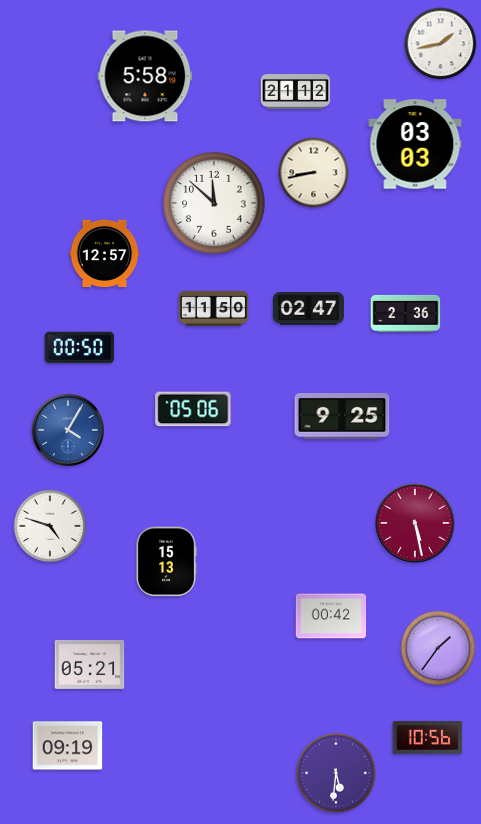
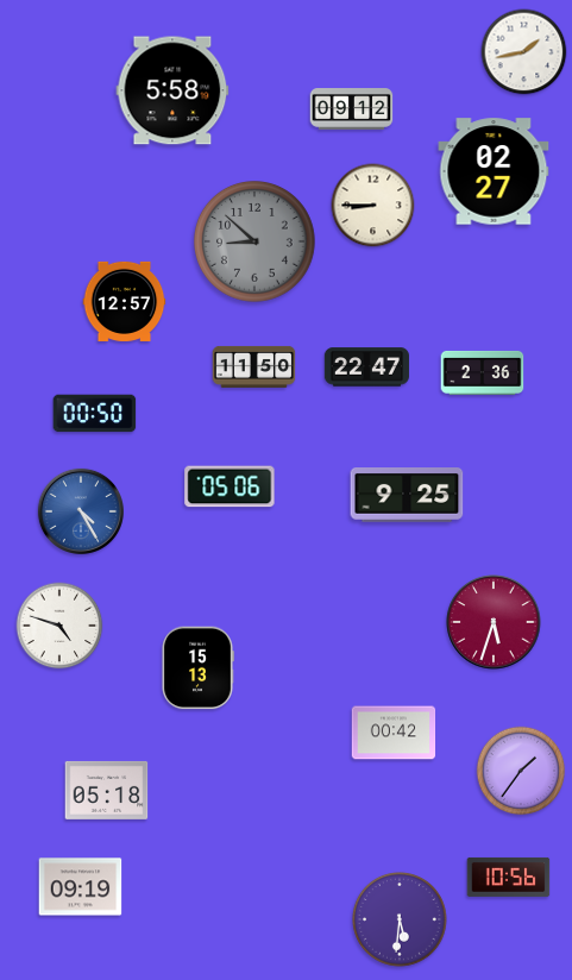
clock at (296, 92): 21:12 -> 09:12
clock at (415, 144): 03:03 -> 02:27
clock at (314, 173): 8:43 -> 8:45
clock at (215, 204): 11:52 -> 8:52
clock at (215, 204) dial: white -> grey
clock at (308, 309): 02:47 -> 22:47
clock at (68, 430): 4:05 -> 4:25
clock at (415, 523): 5:28 -> 5:33
clock at (90, 664): 05:21 -> 05:18
